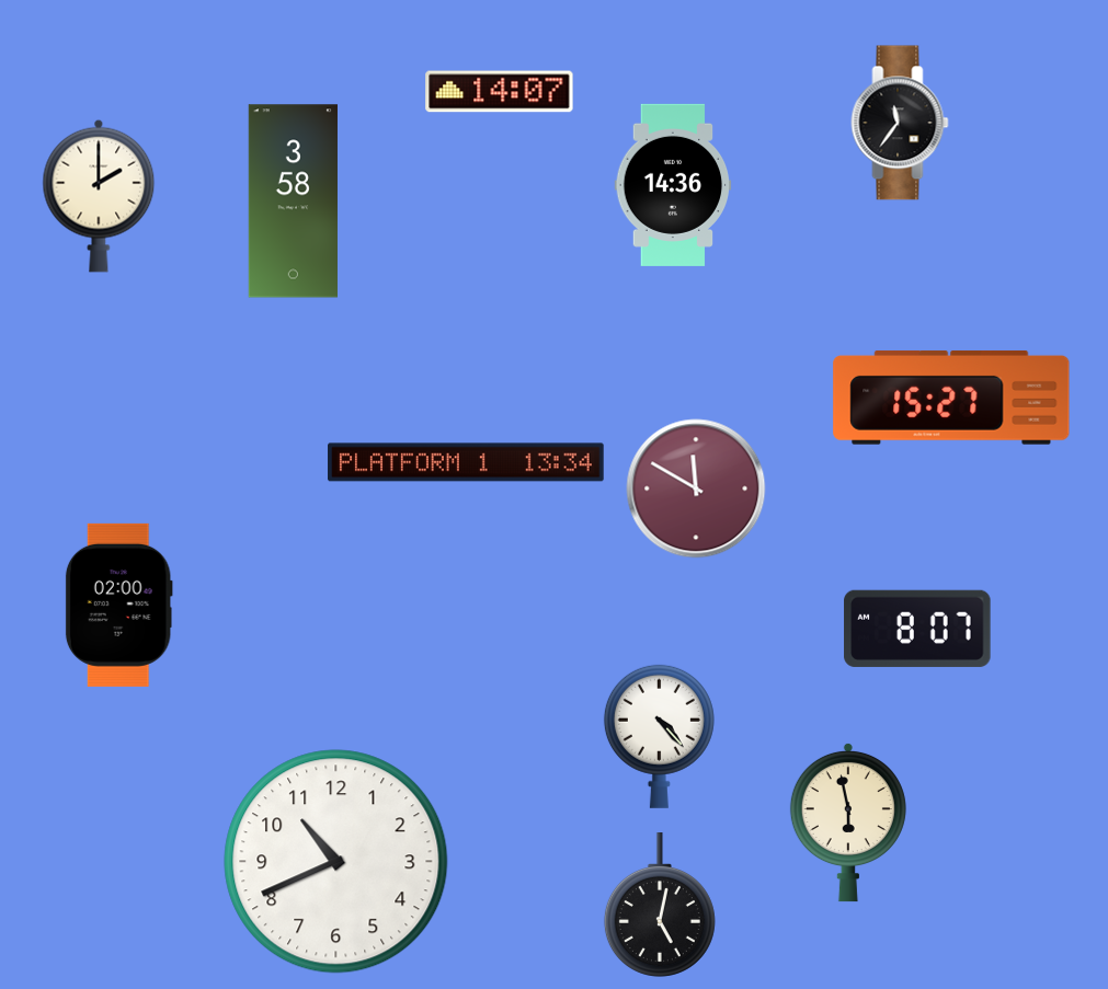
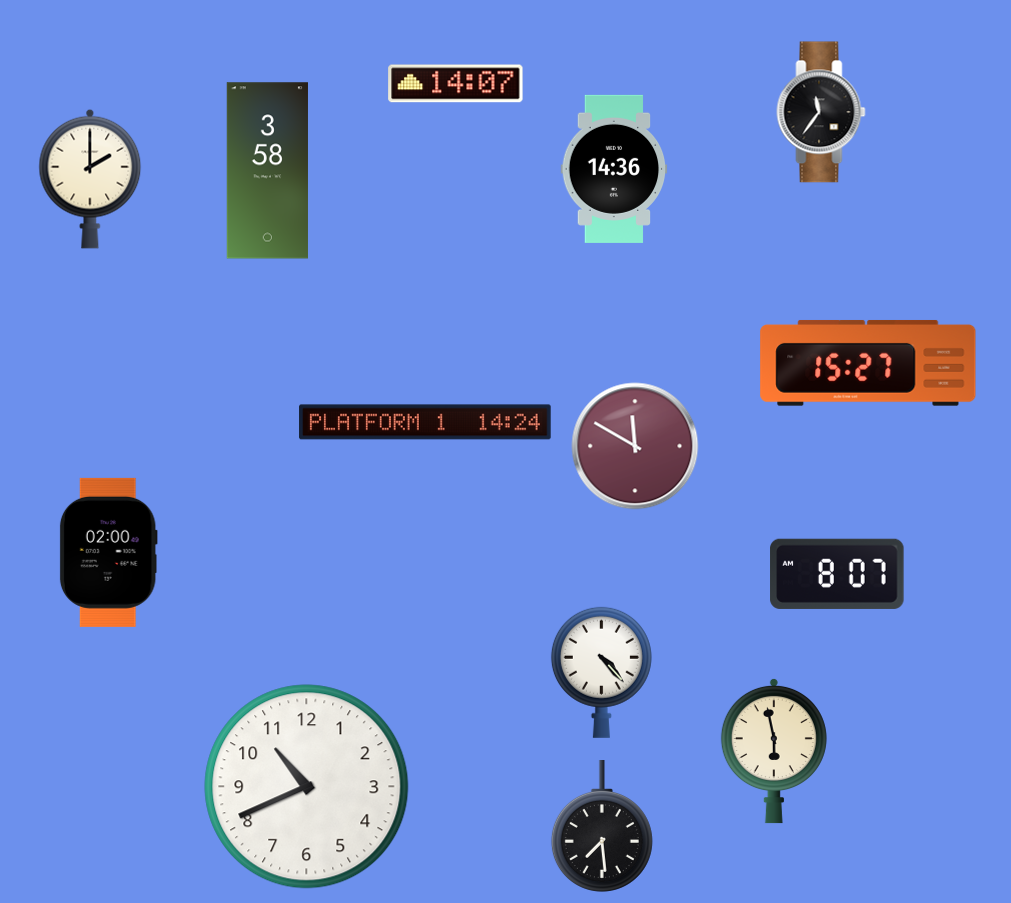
clock at (293, 202) position: (293, 202) -> (267, 171)
clock at (466, 462): 13:34 -> 14:24
clock at (660, 906): 5:02 -> 7:29
